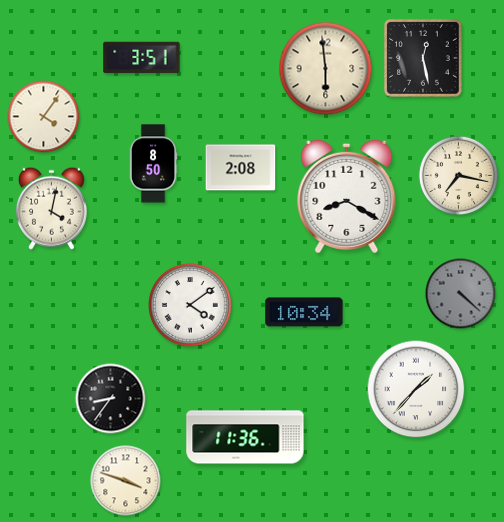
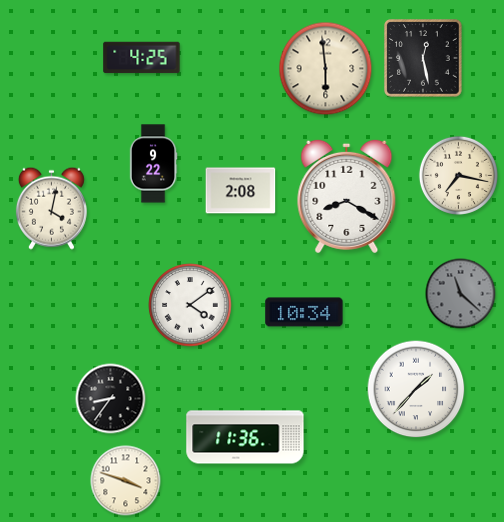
clock at (142, 58): 3:51 -> 4:25
clock at (44, 117): 4:06 -> none
clock at (153, 164): 8:50 -> 9:22
clock at (241, 168) position: (241, 168) -> (241, 191)
clock at (461, 294): 4:22 -> 11:22
